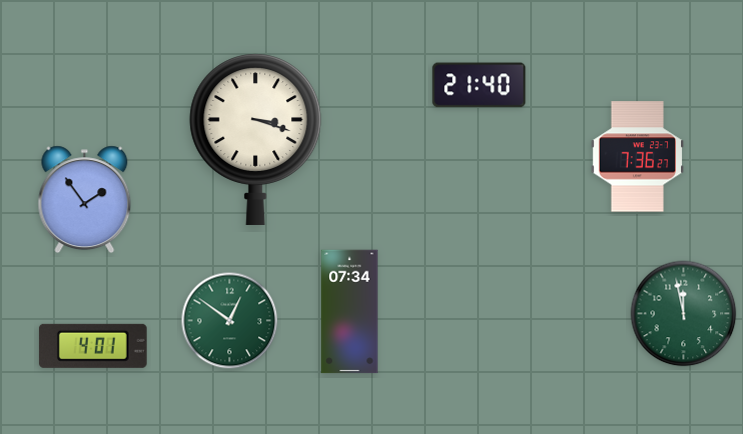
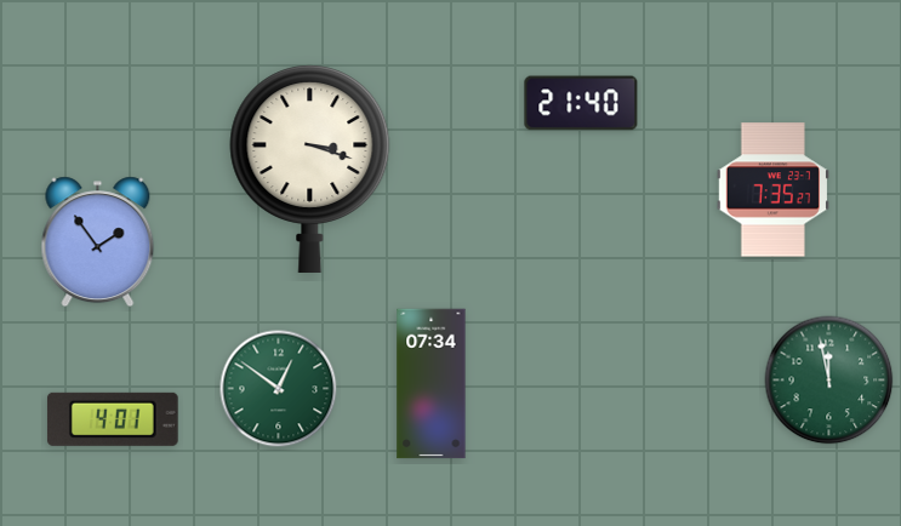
clock at (637, 157): 7:36 -> 7:35
clock at (85, 200) position: (85, 200) -> (98, 242)
clock at (350, 312) position: (350, 312) -> (432, 384)
